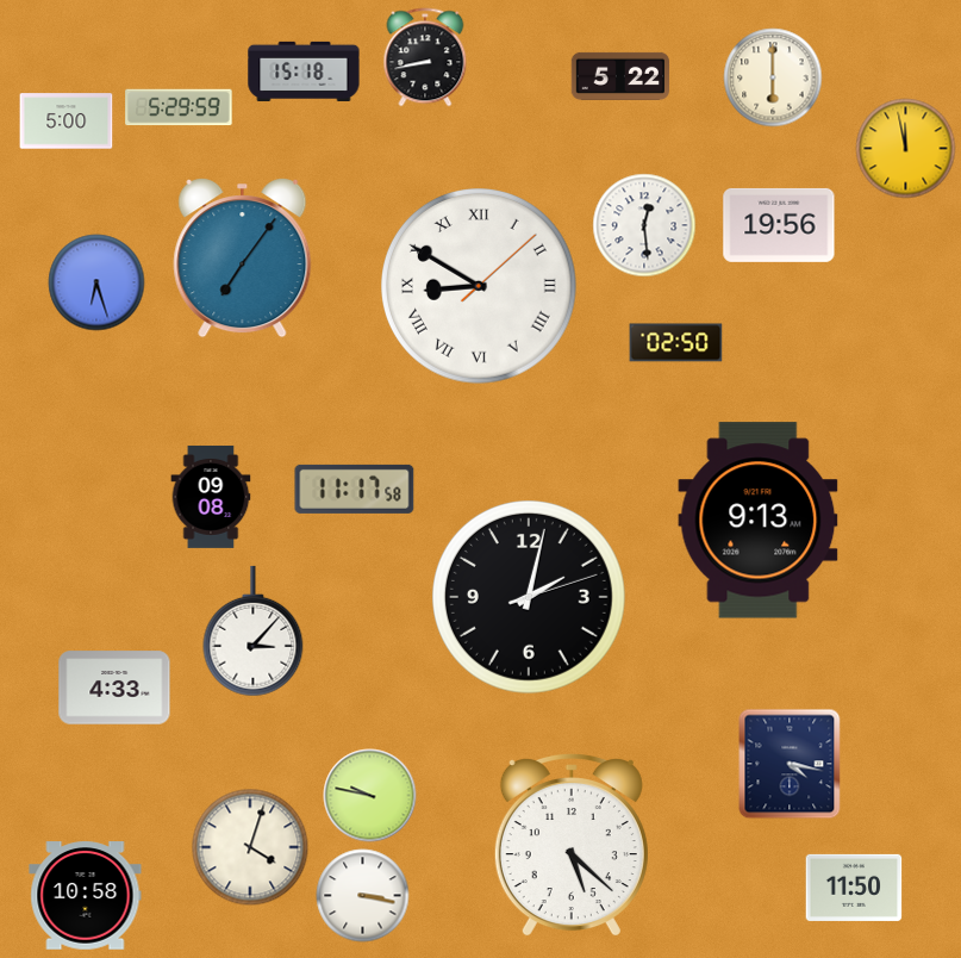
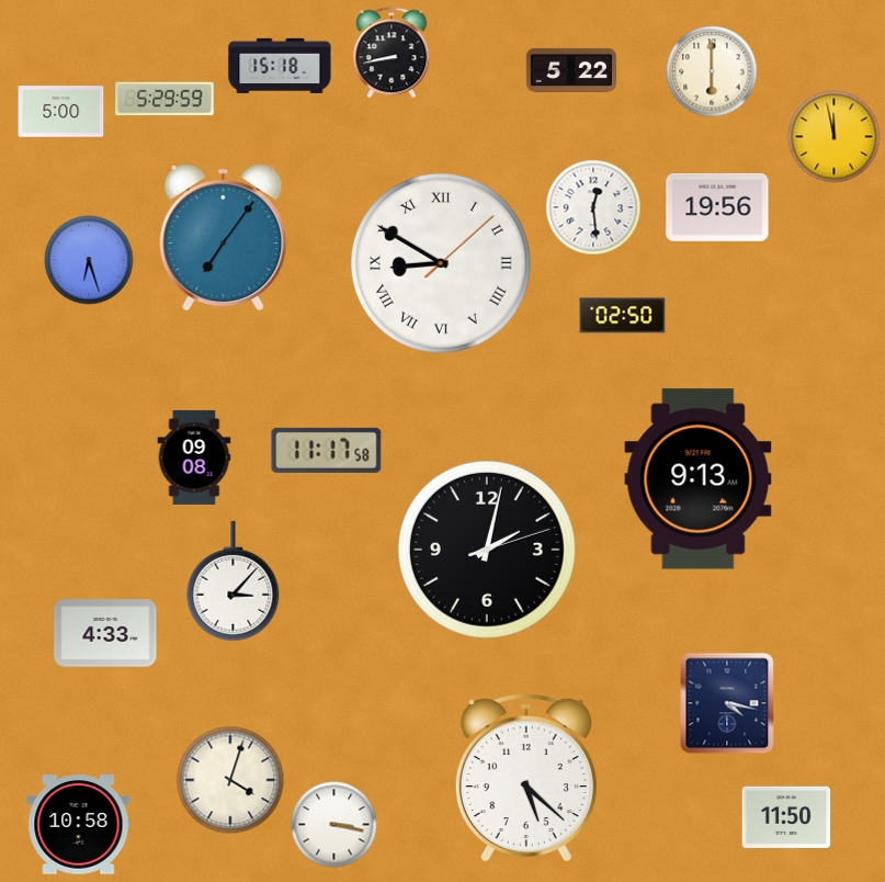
clock at (370, 796): 9:47 -> none
